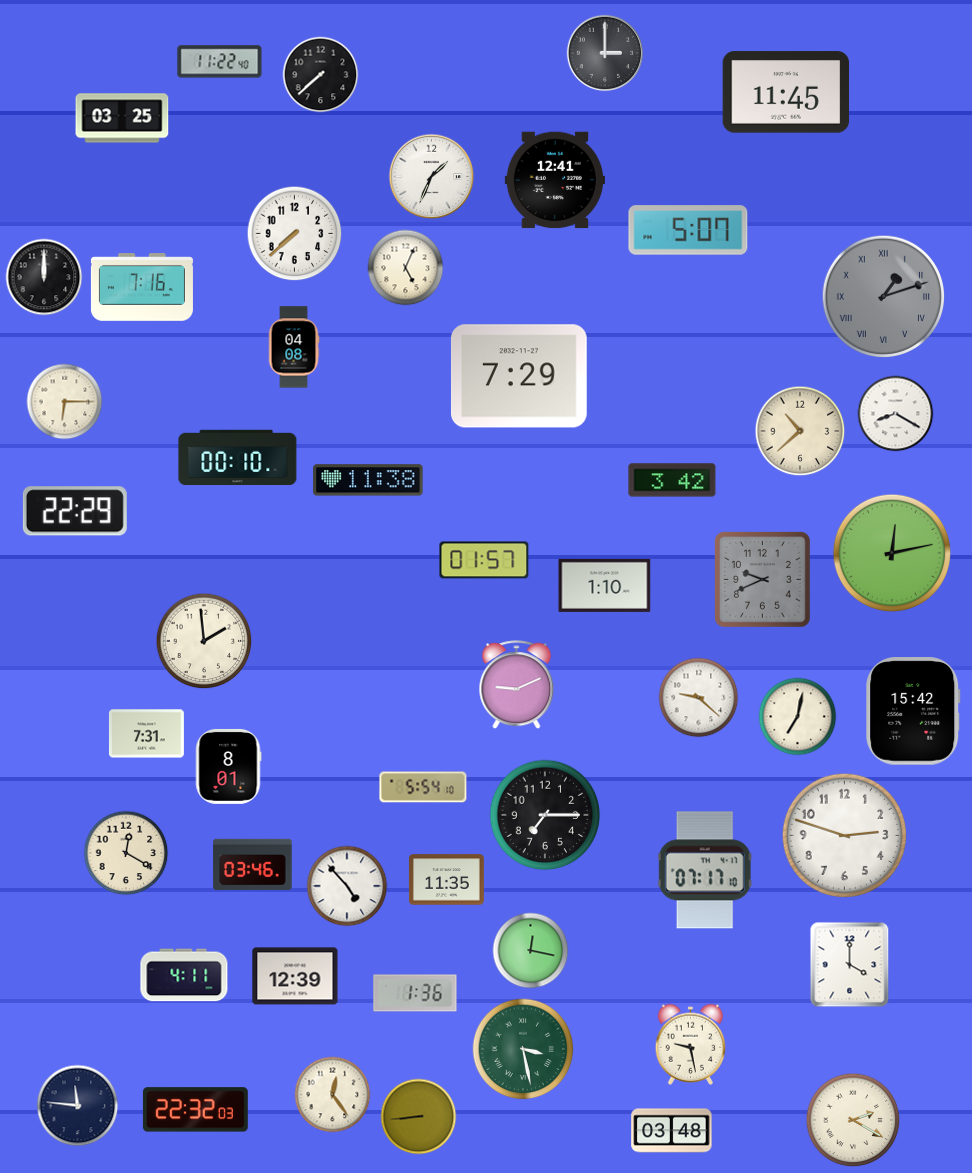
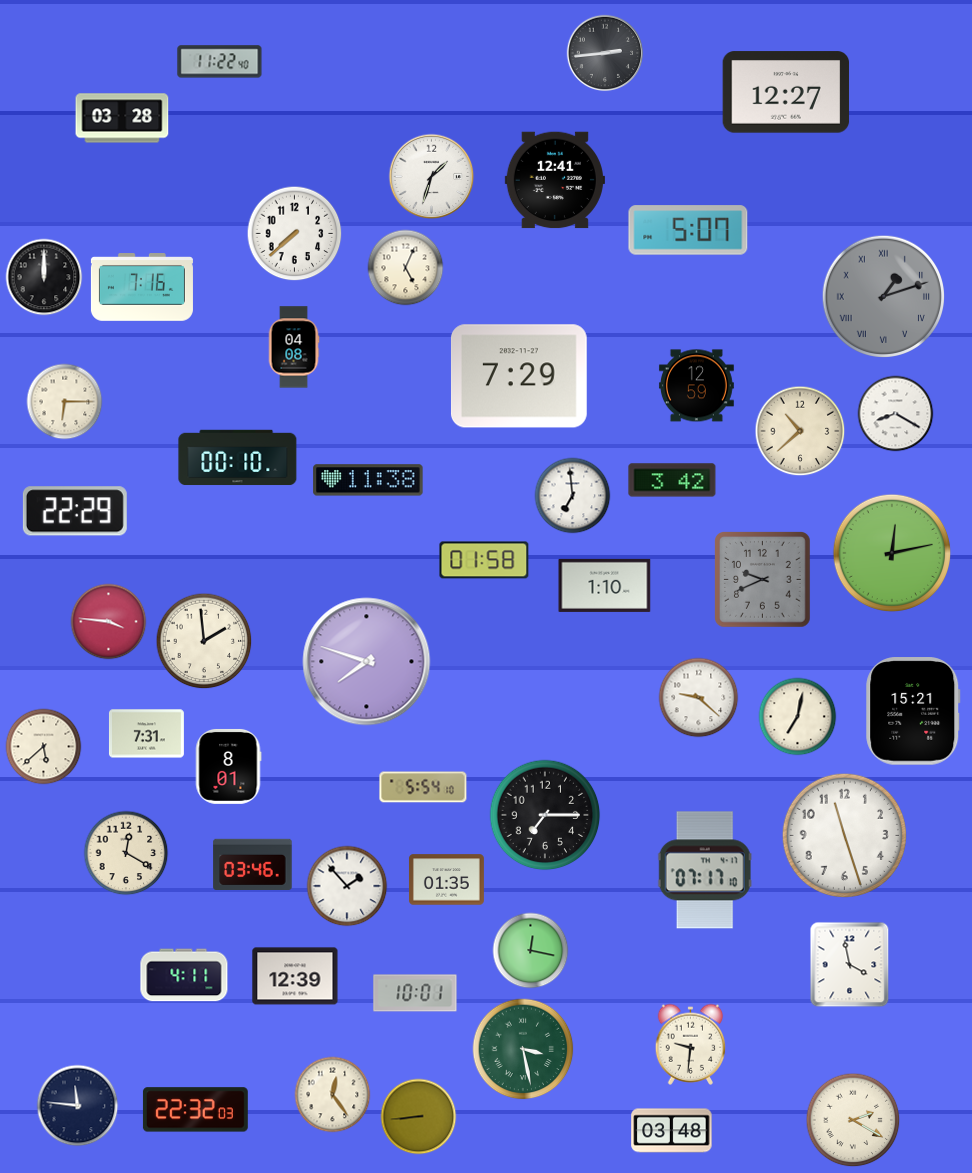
clock at (605, 53): 3:00 -> 2:44
clock at (321, 75): 7:38 -> none
clock at (786, 92): 11:45 -> 12:27
clock at (122, 118): 03:25 -> 03:28
clock at (432, 177): 1:34 -> 1:33
clock at (696, 386): none -> 12:59
clock at (573, 496): none -> 6:59
clock at (484, 560): 01:57 -> 01:58
clock at (109, 622): none -> 3:46
clock at (367, 662): none -> 7:48
clock at (517, 685): 9:11 -> none
clock at (913, 711): 15:42 -> 15:21
clock at (44, 747): none -> 5:38
clock at (844, 835): 2:48 -> 11:27
clock at (446, 880): 11:35 -> 01:35
clock at (347, 886): 4:53 -> 1:53
clock at (850, 965): 4:00 -> 3:58
clock at (415, 993): 1:36 -> 10:01
clock at (691, 1044): 9:28 -> 9:31
